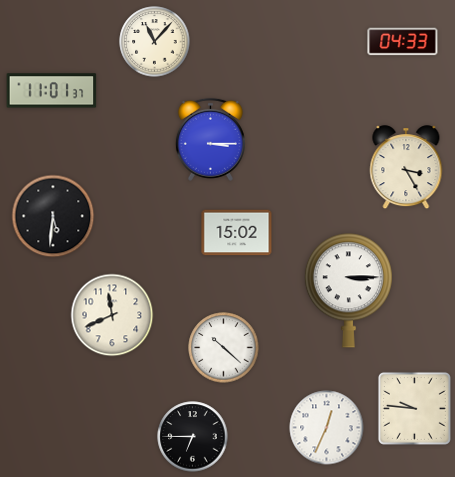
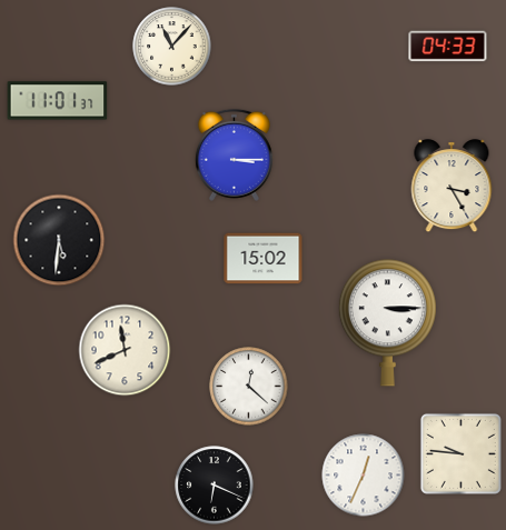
clock at (224, 348): 10:22 -> 12:22
clock at (193, 437): 6:45 -> 6:19
